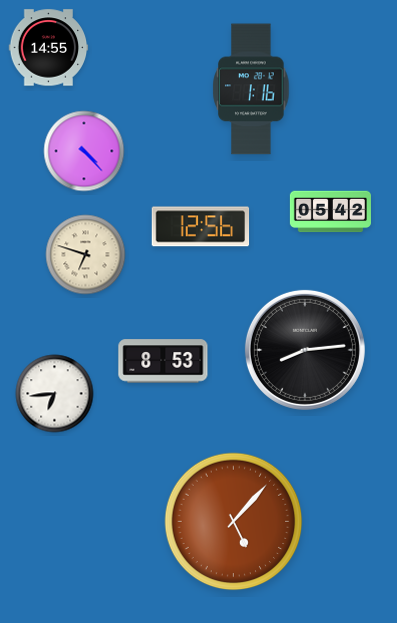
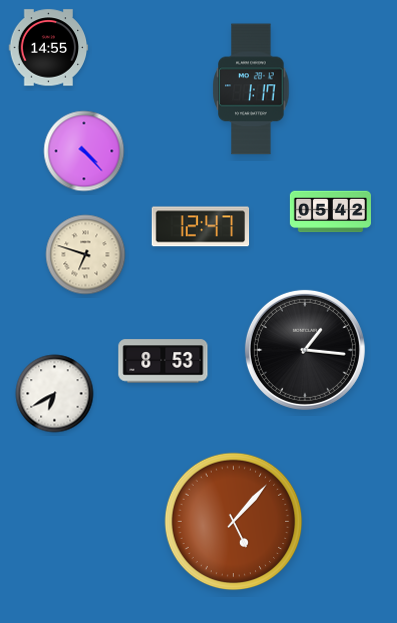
clock at (251, 89): 1:16 -> 1:17
clock at (201, 227): 12:56 -> 12:47
clock at (305, 350): 8:14 -> 1:16
clock at (55, 394): 6:44 -> 6:40
